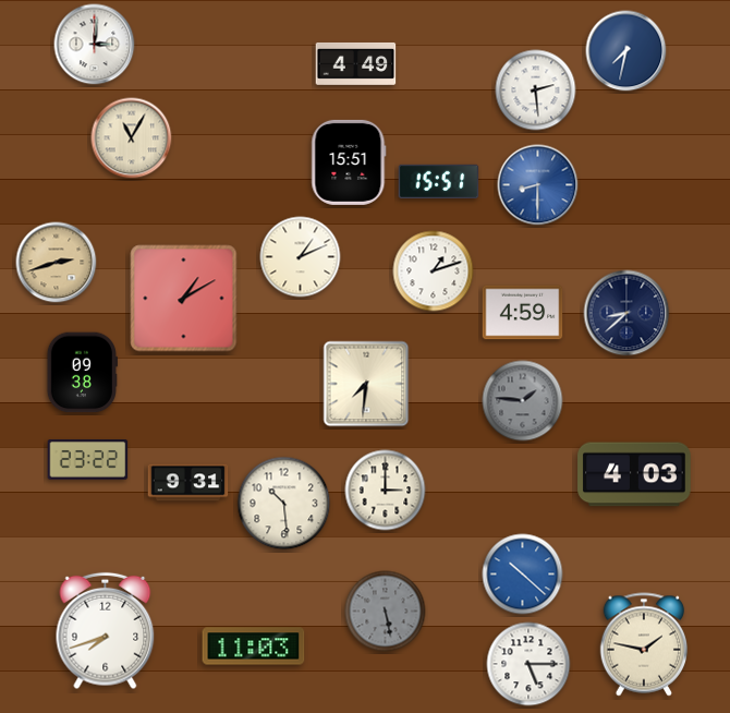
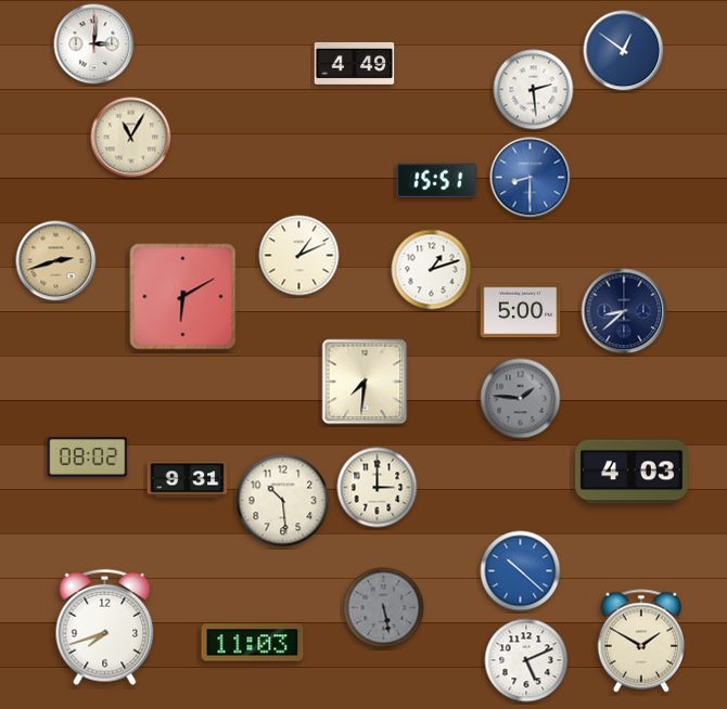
clock at (626, 51): 7:32 -> 12:51
clock at (349, 162): 15:51 -> none
clock at (538, 185) position: (538, 185) -> (531, 178)
clock at (184, 299): 1:10 -> 6:10
clock at (523, 313): 4:59 -> 5:00
clock at (82, 373): 09:38 -> none
clock at (88, 460): 23:22 -> 08:02
clock at (386, 491) position: (386, 491) -> (378, 488)
clock at (643, 644): 1:47 -> 1:50
clock at (528, 664): 5:15 -> 5:11
